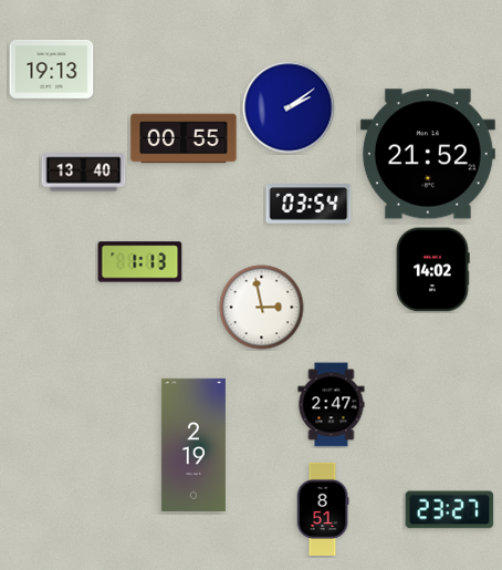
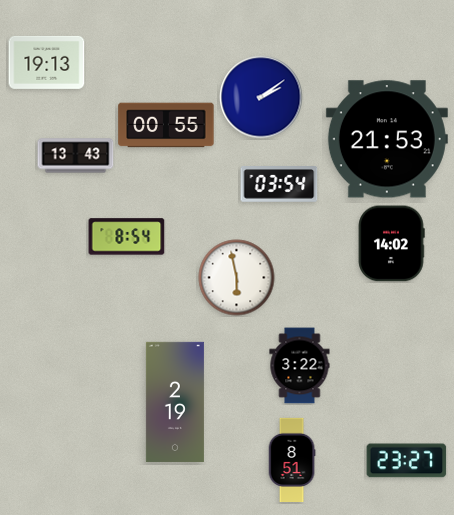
clock at (428, 154): 21:52 -> 21:53
clock at (84, 173): 13:40 -> 13:43
clock at (140, 262): 1:13 -> 8:54
clock at (262, 308): 2:58 -> 5:58
clock at (332, 405): 2:47 -> 3:22
